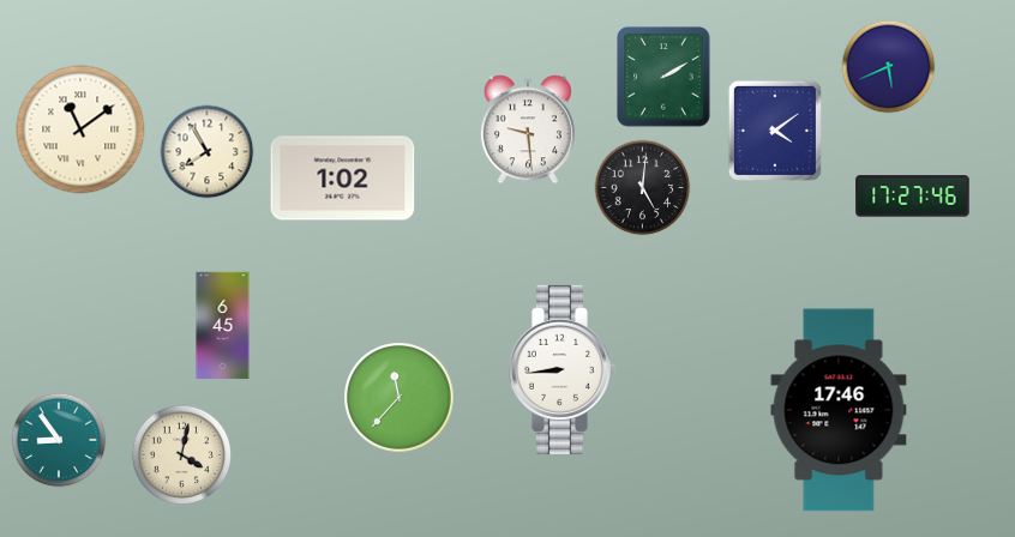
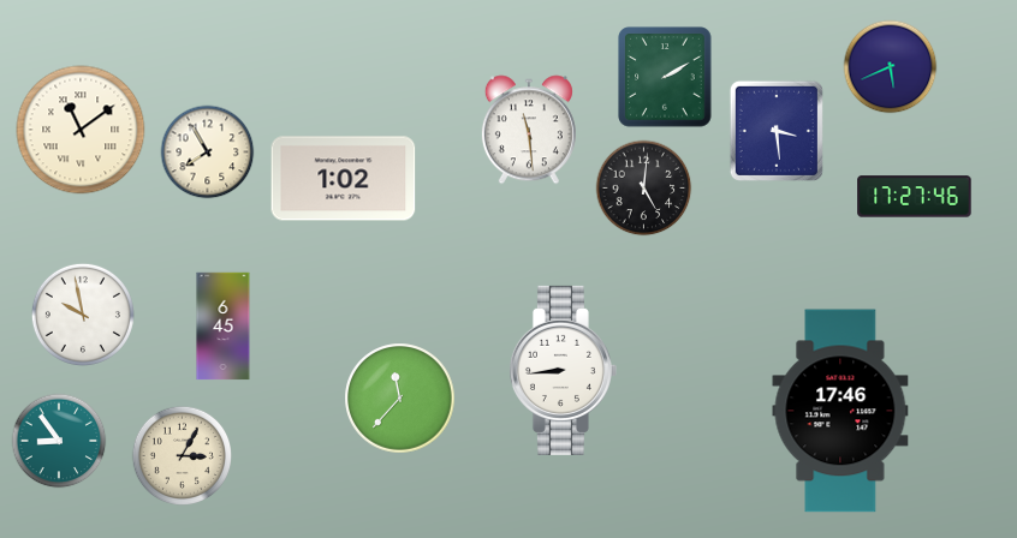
clock at (528, 129): 9:29 -> 11:29
clock at (775, 131): 4:09 -> 3:29
clock at (83, 315): none -> 9:58
clock at (182, 455): 4:02 -> 3:05
